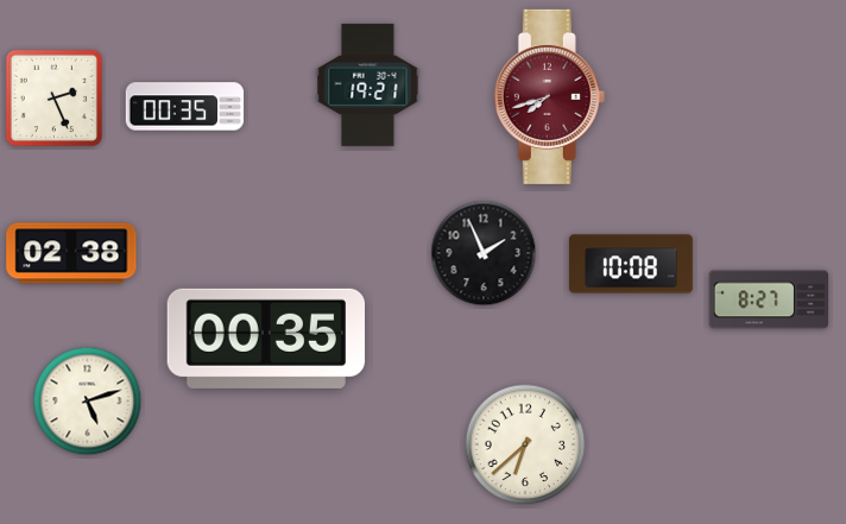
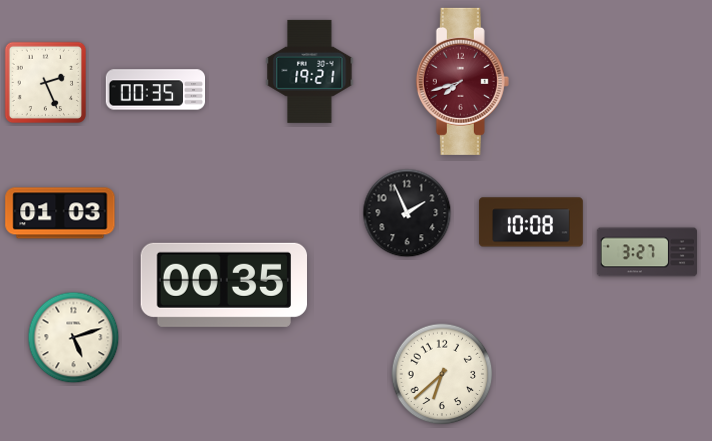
clock at (71, 253): 02:38 -> 01:03
clock at (768, 299): 8:27 -> 3:27
